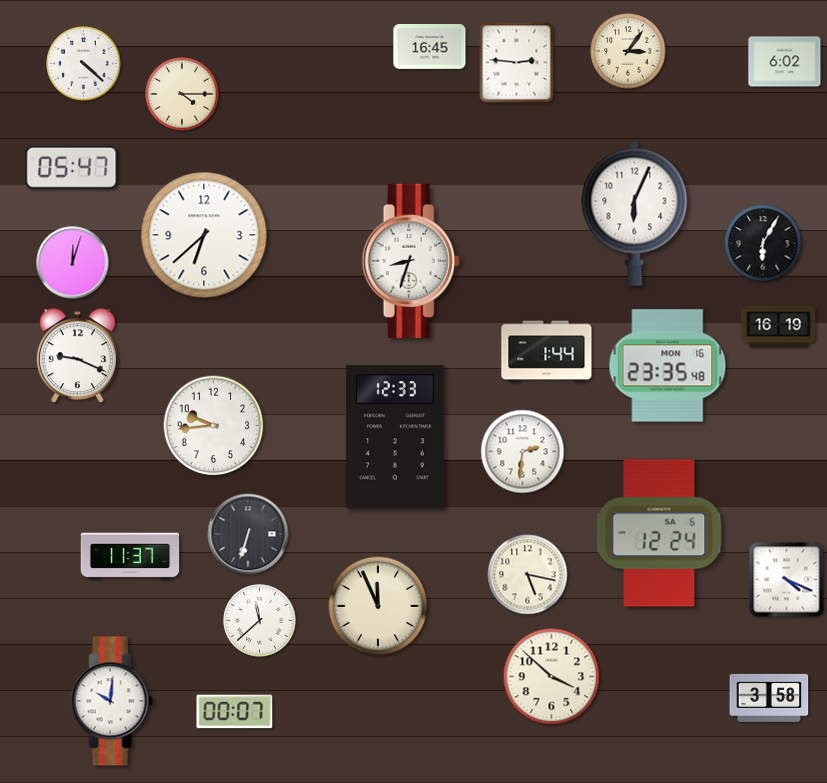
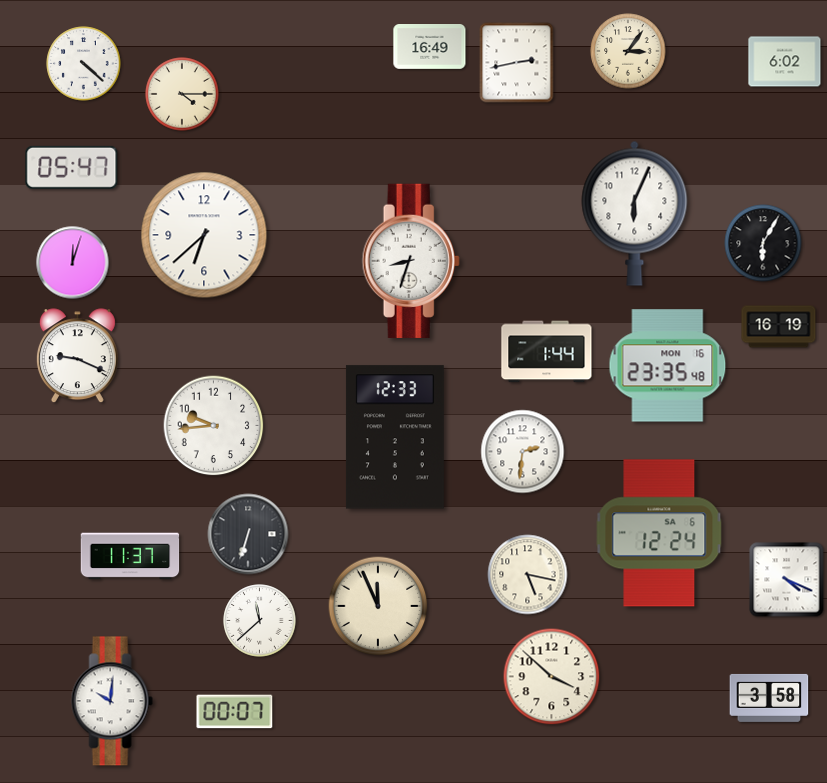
clock at (430, 47): 16:45 -> 16:49
clock at (517, 63): 2:46 -> 2:43
